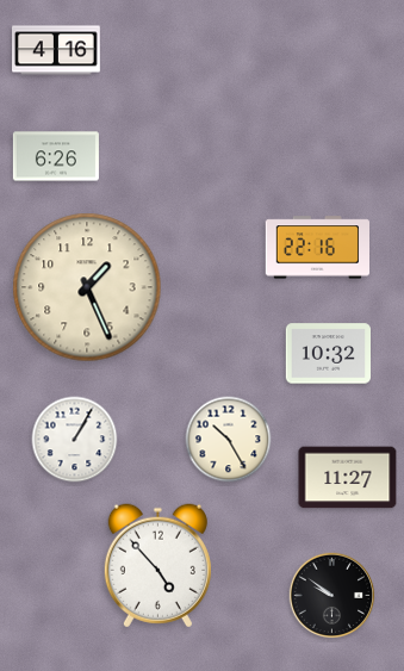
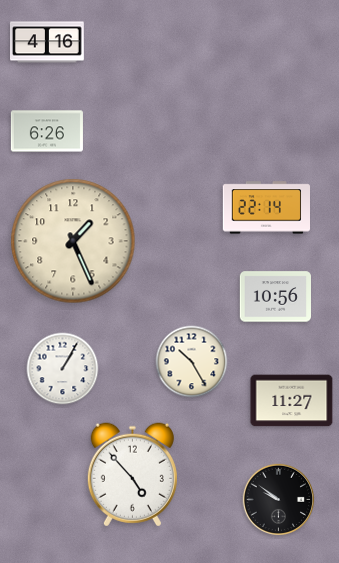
clock at (317, 248): 22:16 -> 22:14
clock at (328, 354): 10:32 -> 10:56
clock at (229, 440) position: (229, 440) -> (192, 362)
